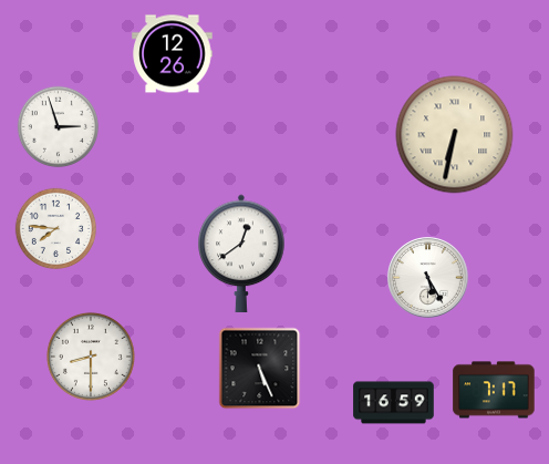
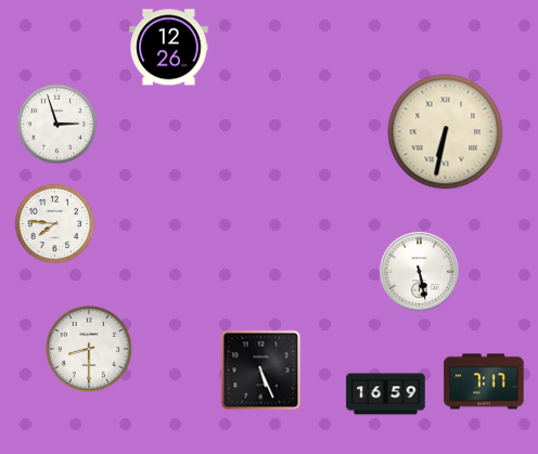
clock at (173, 54) position: (173, 54) -> (169, 48)
clock at (241, 254): 12:39 -> none
clock at (428, 278): 5:25 -> 5:28
clock at (260, 369) position: (260, 369) -> (261, 371)
